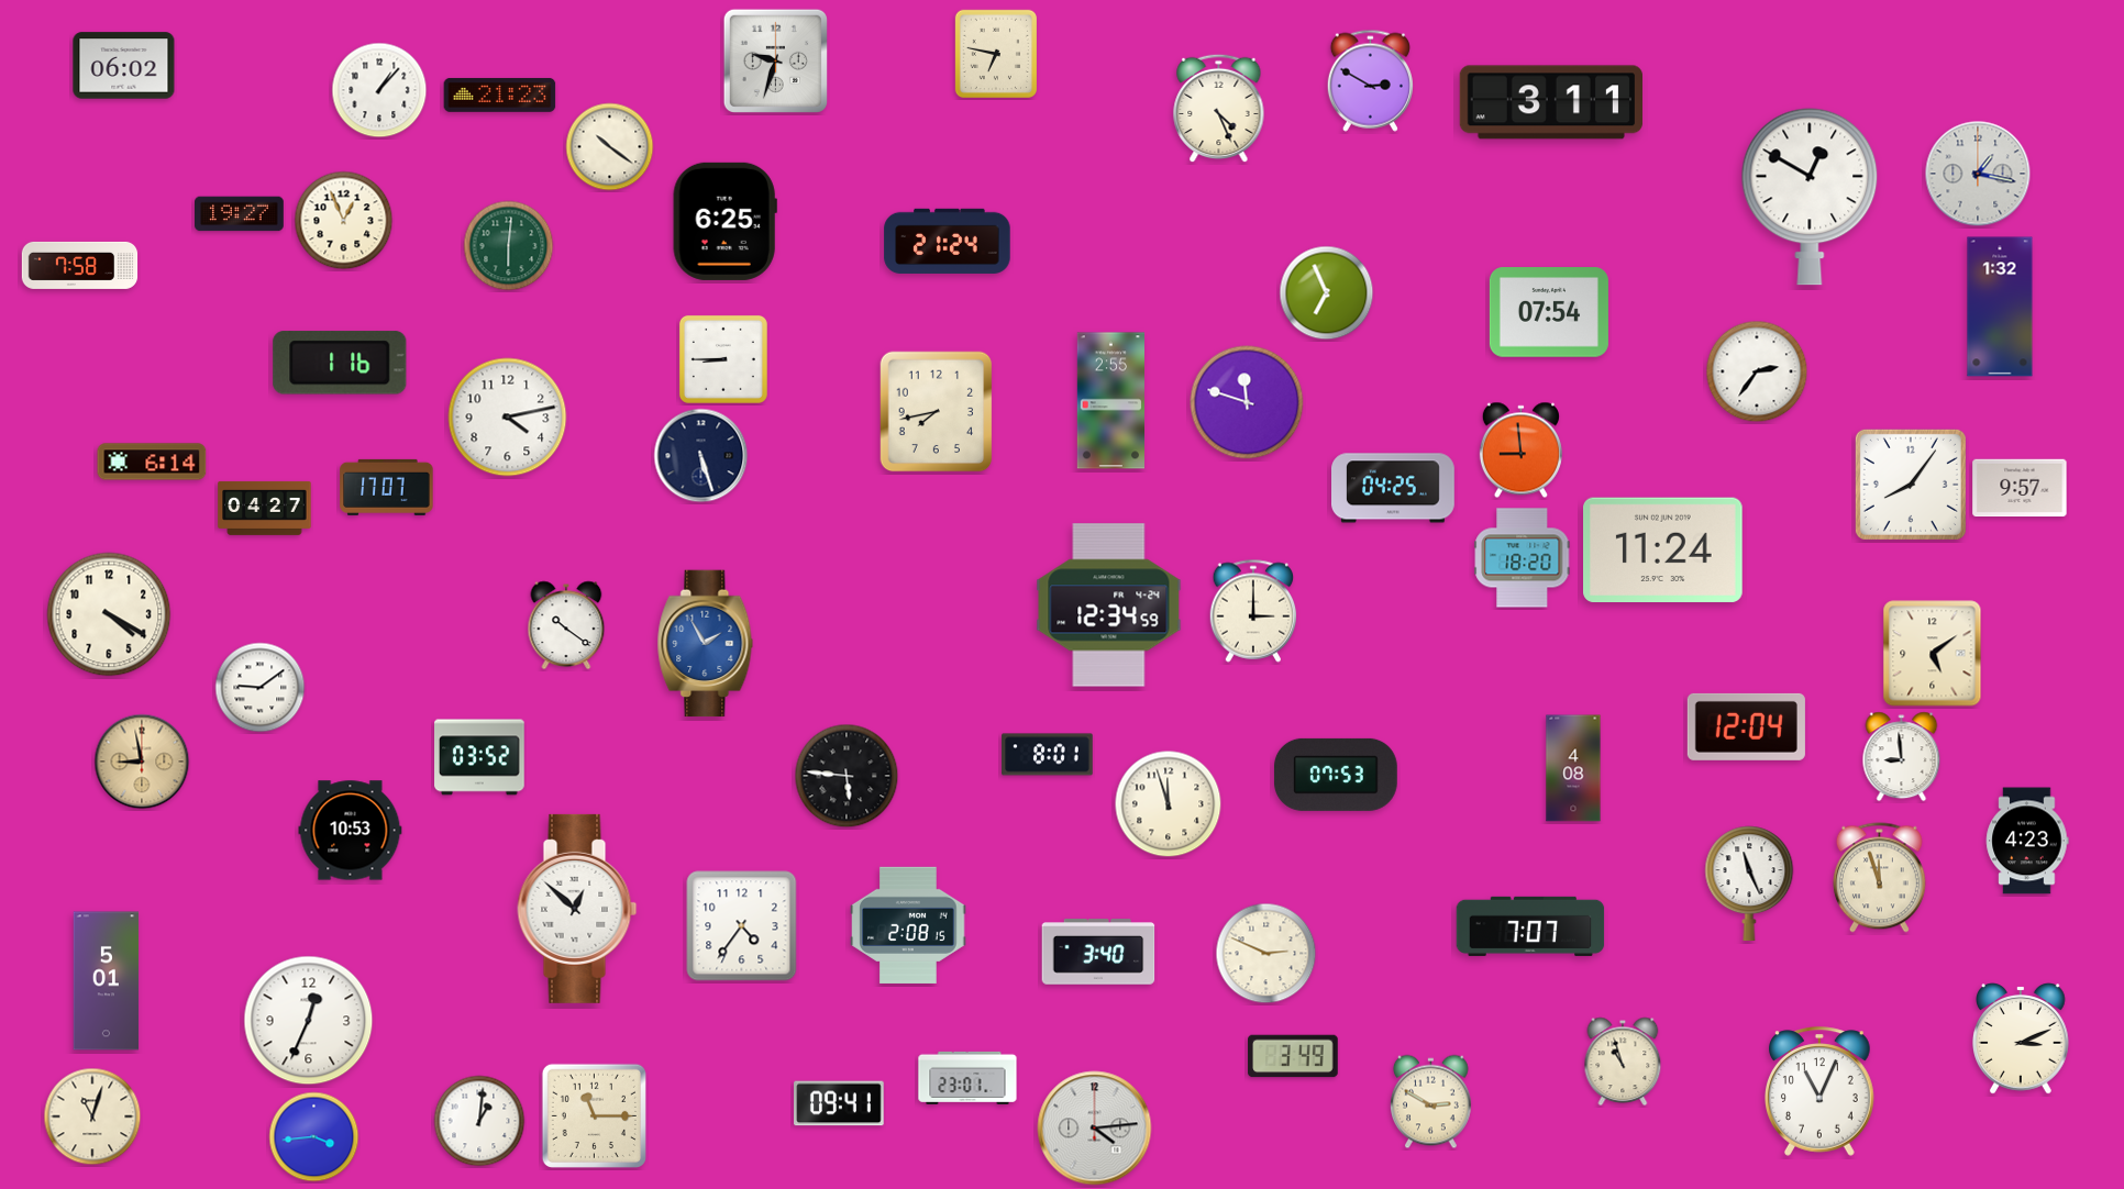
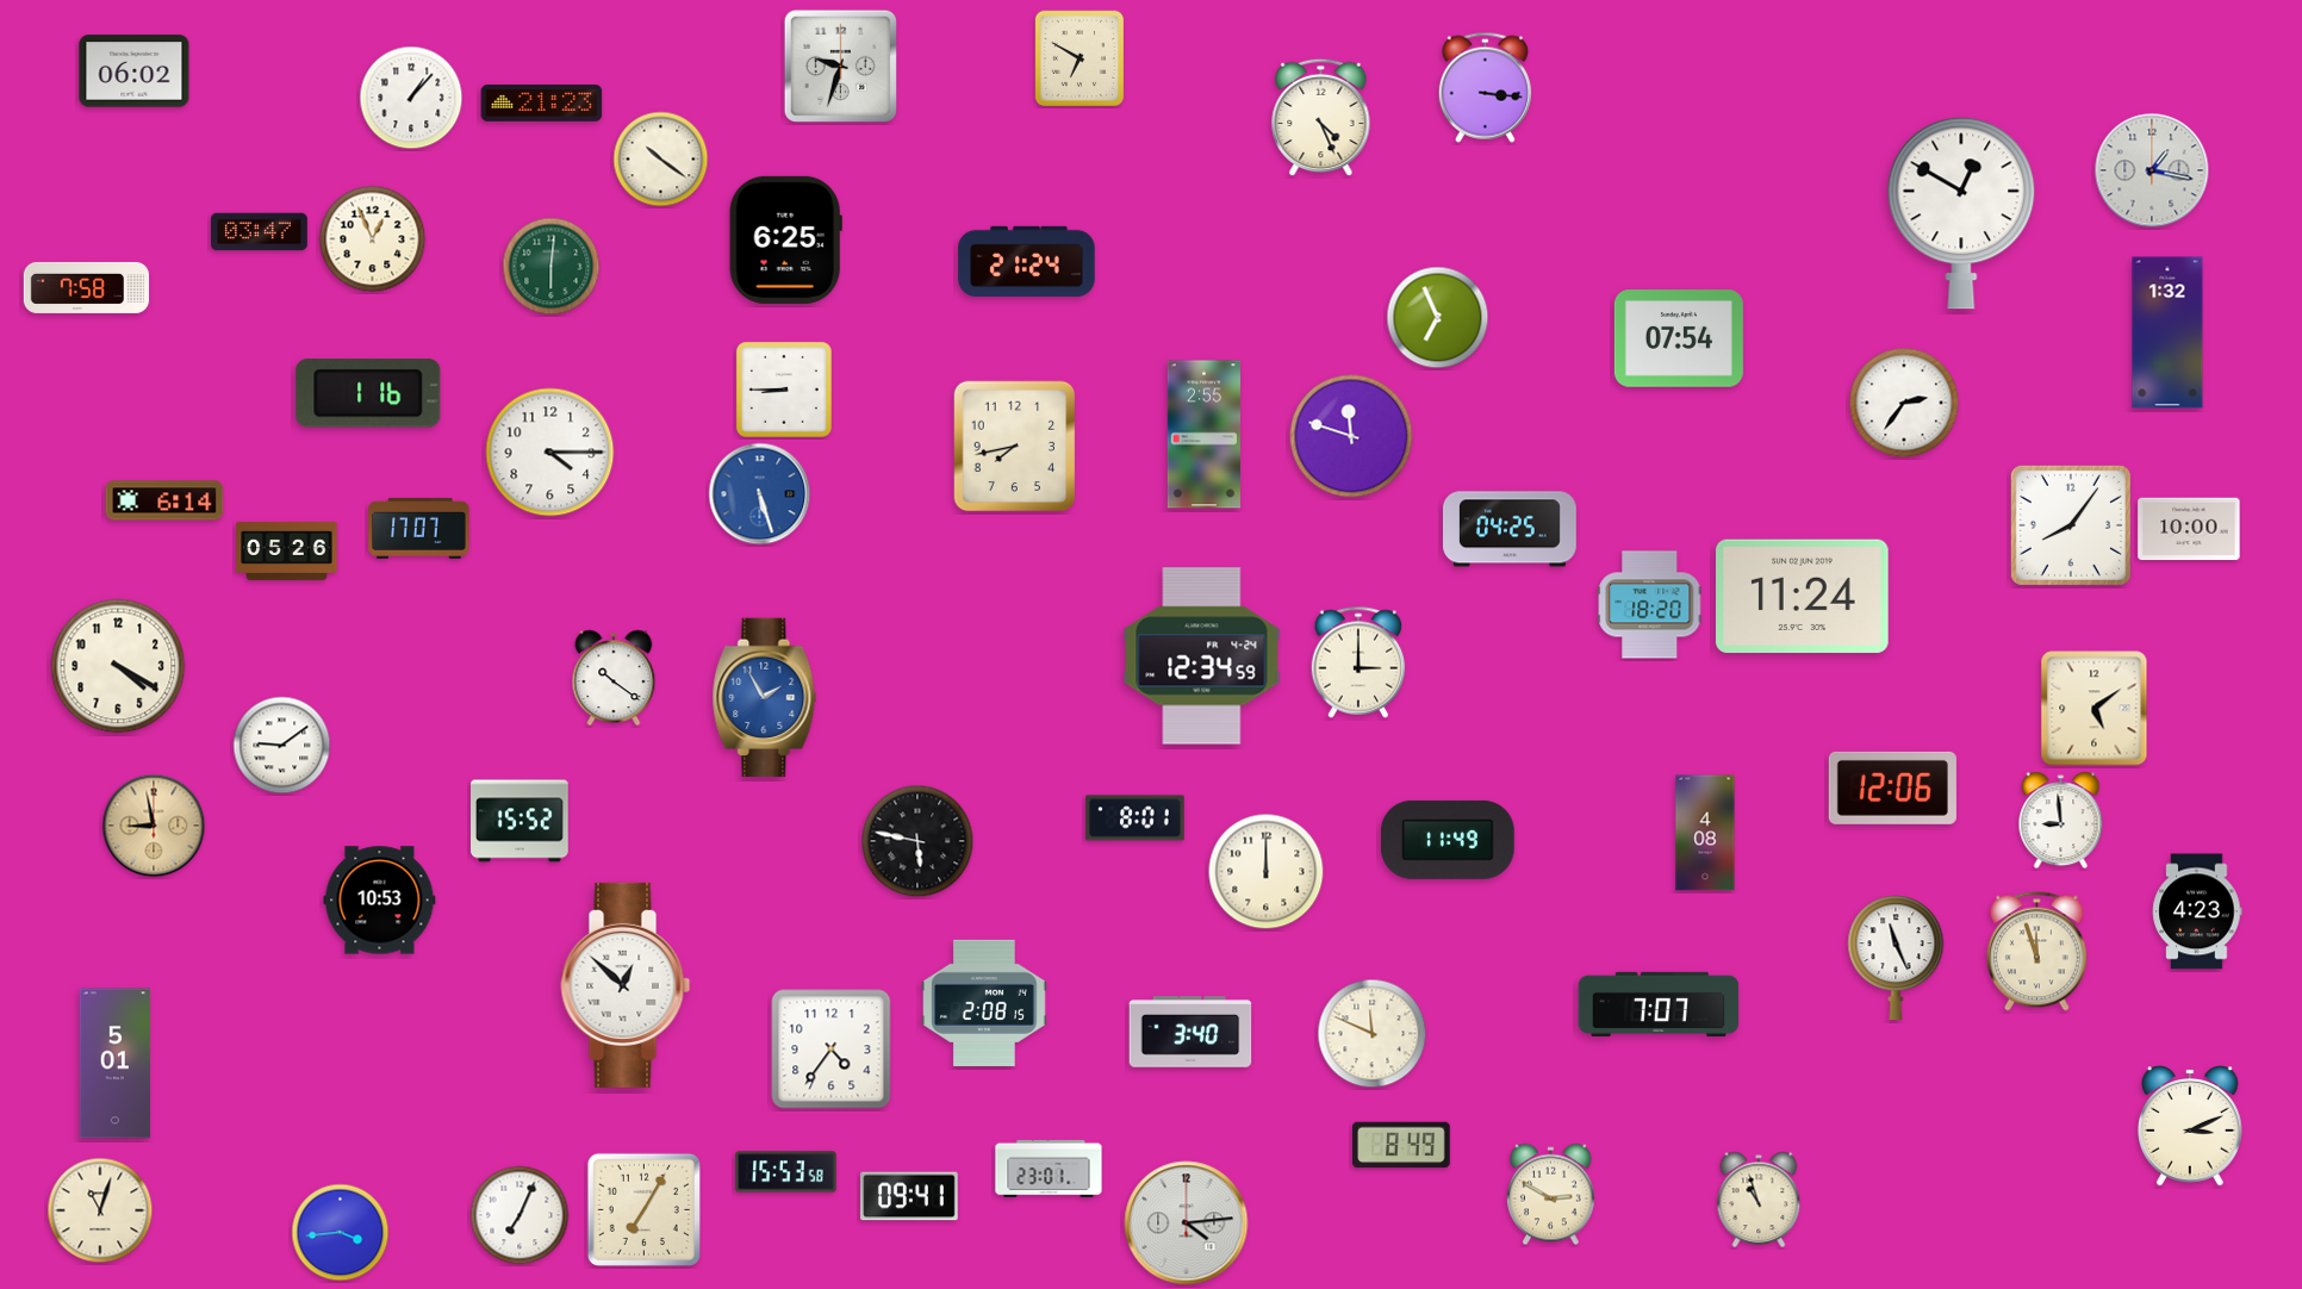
clock at (995, 54): 6:47 -> 6:50
clock at (1370, 80): 2:50 -> 3:16
clock at (1550, 102): 3:11 -> none
clock at (1978, 174) position: (1978, 174) -> (2152, 170)
clock at (240, 214): 19:27 -> 03:47
clock at (508, 418): 4:13 -> 4:15
clock at (1520, 451): 8:59 -> none
clock at (701, 456) dial: navy -> blue
clock at (2020, 488): 9:57 -> 10:00
clock at (265, 508): 04:27 -> 05:26
clock at (1746, 726): 12:04 -> 12:06
clock at (479, 757): 03:52 -> 15:52
clock at (1336, 775): 07:53 -> 11:49
clock at (847, 776): 5:46 -> 5:47
clock at (1169, 804): 11:57 -> 12:00
clock at (742, 926) position: (742, 926) -> (832, 1050)
clock at (1266, 954): 2:49 -> 11:49
clock at (309, 1021): 12:34 -> none
clock at (1293, 1056): 3:49 -> 8:49
clock at (1623, 1062) position: (1623, 1062) -> (1759, 1200)
clock at (786, 1172): none -> 15:53
clock at (1821, 1091): 11:04 -> none
clock at (594, 1115): 11:15 -> 7:05
clock at (479, 1121): 1:01 -> 7:04
